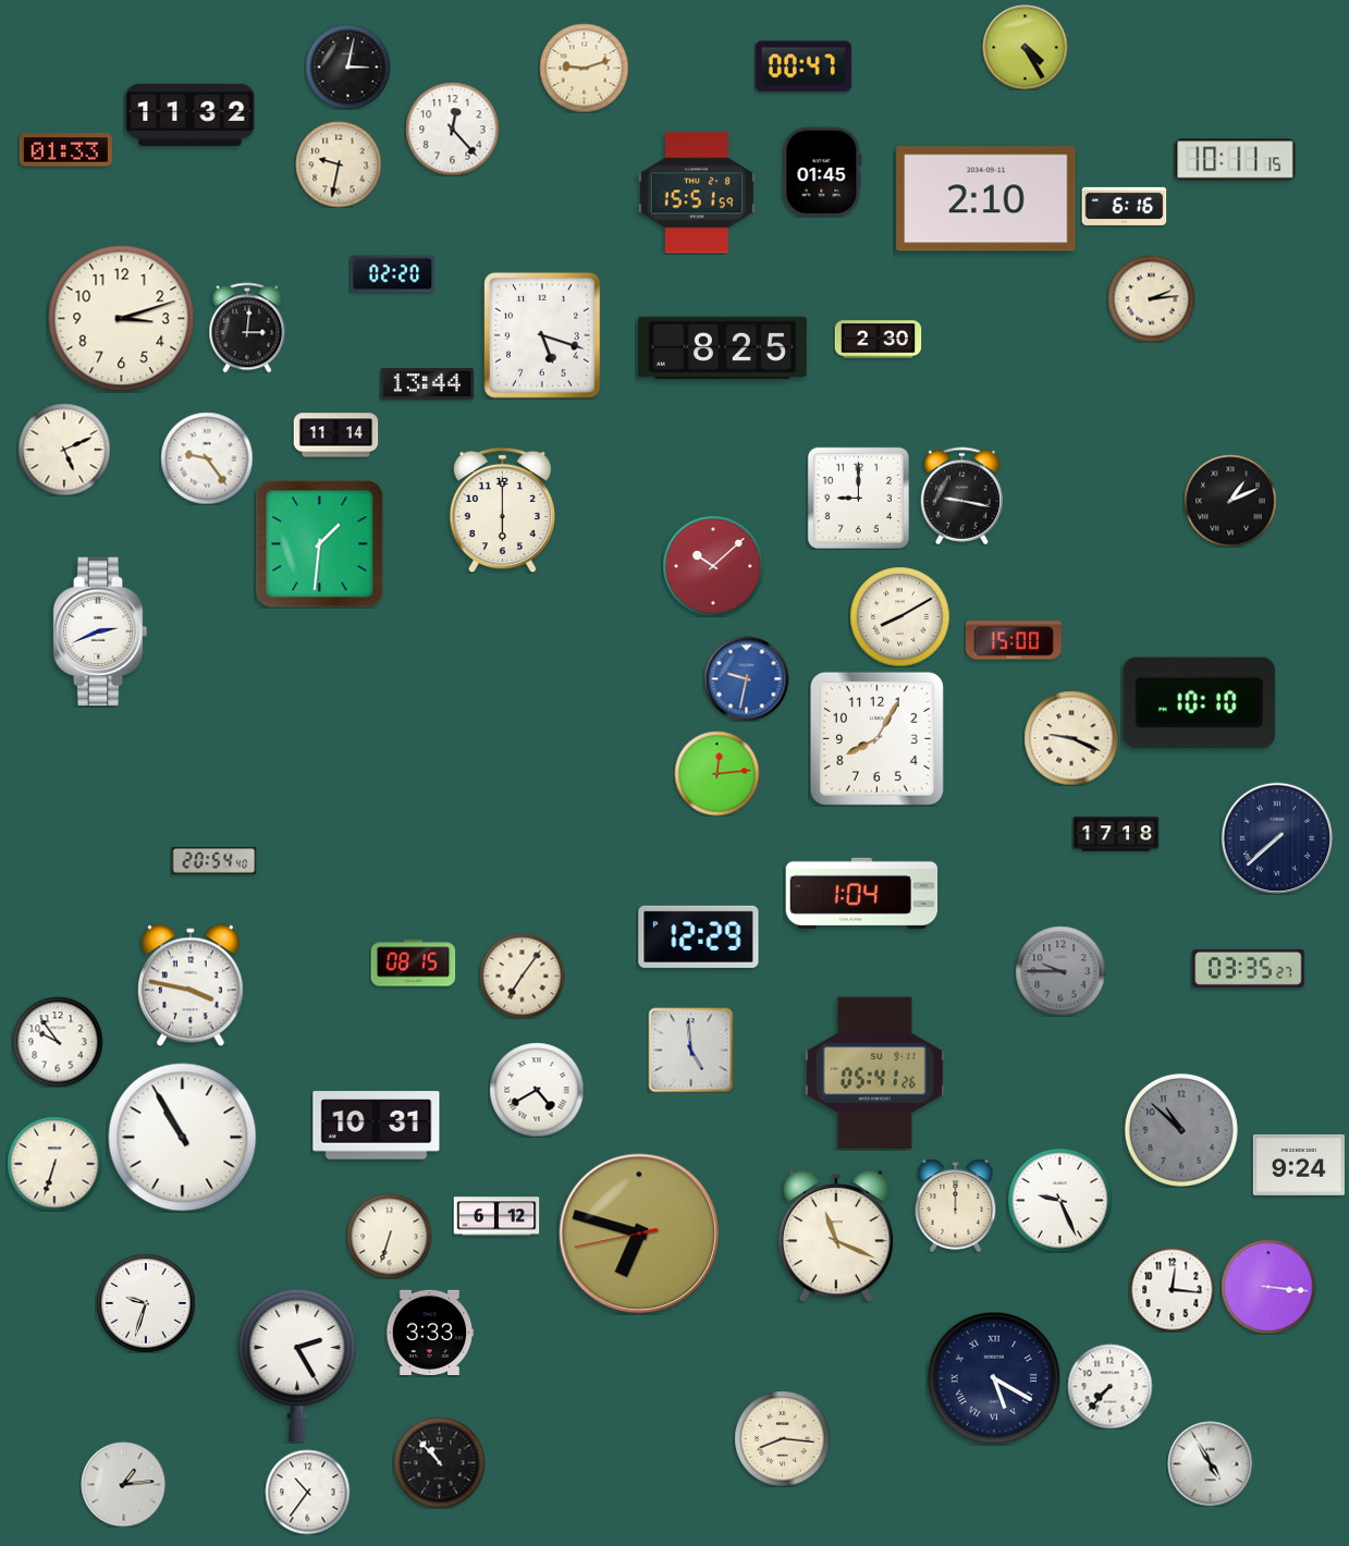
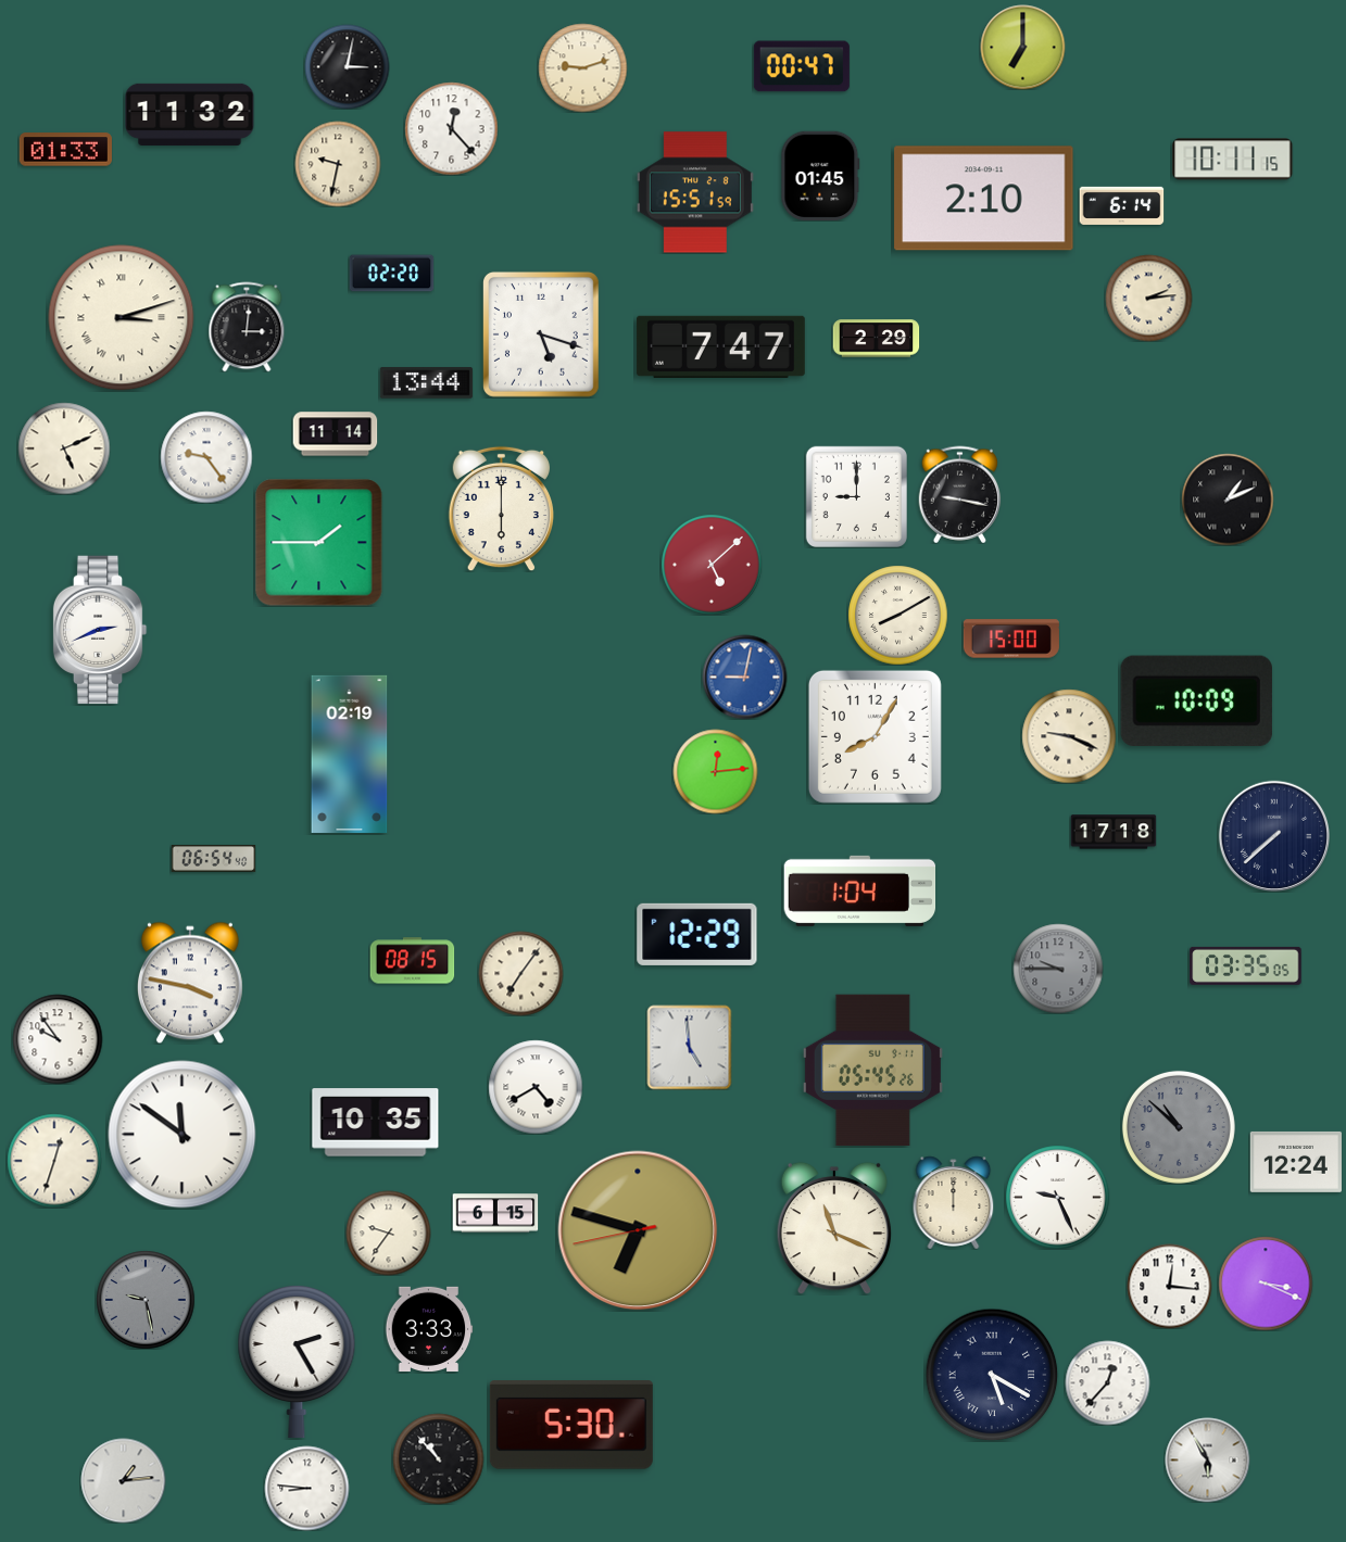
clock at (1025, 47): 4:25 -> 7:00
clock at (822, 172) position: (822, 172) -> (820, 176)
clock at (1124, 206): 6:16 -> 6:14
clock at (122, 319) numerals: Arabic -> Roman
clock at (878, 340): 2:30 -> 2:29
clock at (722, 347): 8:25 -> 7:47
clock at (320, 544): 1:31 -> 1:45
clock at (713, 566): 10:08 -> 5:08
clock at (746, 678): 9:32 -> 9:02
clock at (1199, 702): 10:10 -> 10:09
clock at (350, 754): none -> 02:19
clock at (213, 861): 20:54 -> 06:54
clock at (1249, 968): 03:35:27 -> 03:35:05
clock at (874, 1073): 05:41 -> 05:45
clock at (377, 1126): 10:31 -> 10:35
clock at (183, 1138): 10:55 -> 11:51
clock at (54, 1164): 6:33 -> 12:33
clock at (1299, 1165): 9:24 -> 12:24
clock at (496, 1216): 6:12 -> 6:15
clock at (389, 1236): 6:33 -> 9:36
clock at (836, 1236) position: (836, 1236) -> (834, 1228)
clock at (1268, 1287): 3:16 -> 3:19
clock at (146, 1303): 9:33 -> 9:28
clock at (146, 1303) dial: white -> grey
clock at (1109, 1386): 7:37 -> 12:37
clock at (571, 1426): none -> 5:30
clock at (782, 1438): 8:16 -> none
clock at (1210, 1463): 4:55 -> 5:55
clock at (307, 1492): 10:36 -> 8:46
